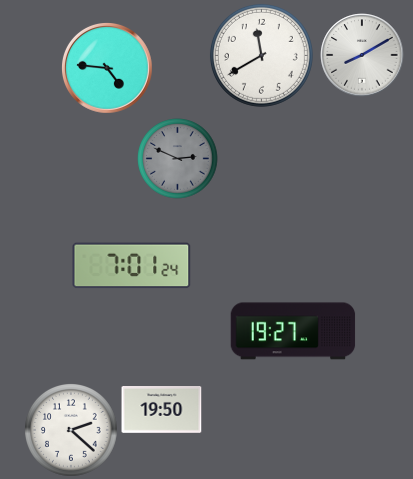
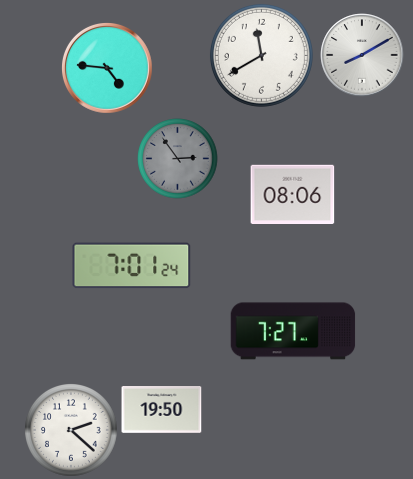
clock at (178, 159): 2:49 -> 2:54
clock at (293, 194): none -> 08:06
clock at (293, 331): 19:27 -> 7:27
